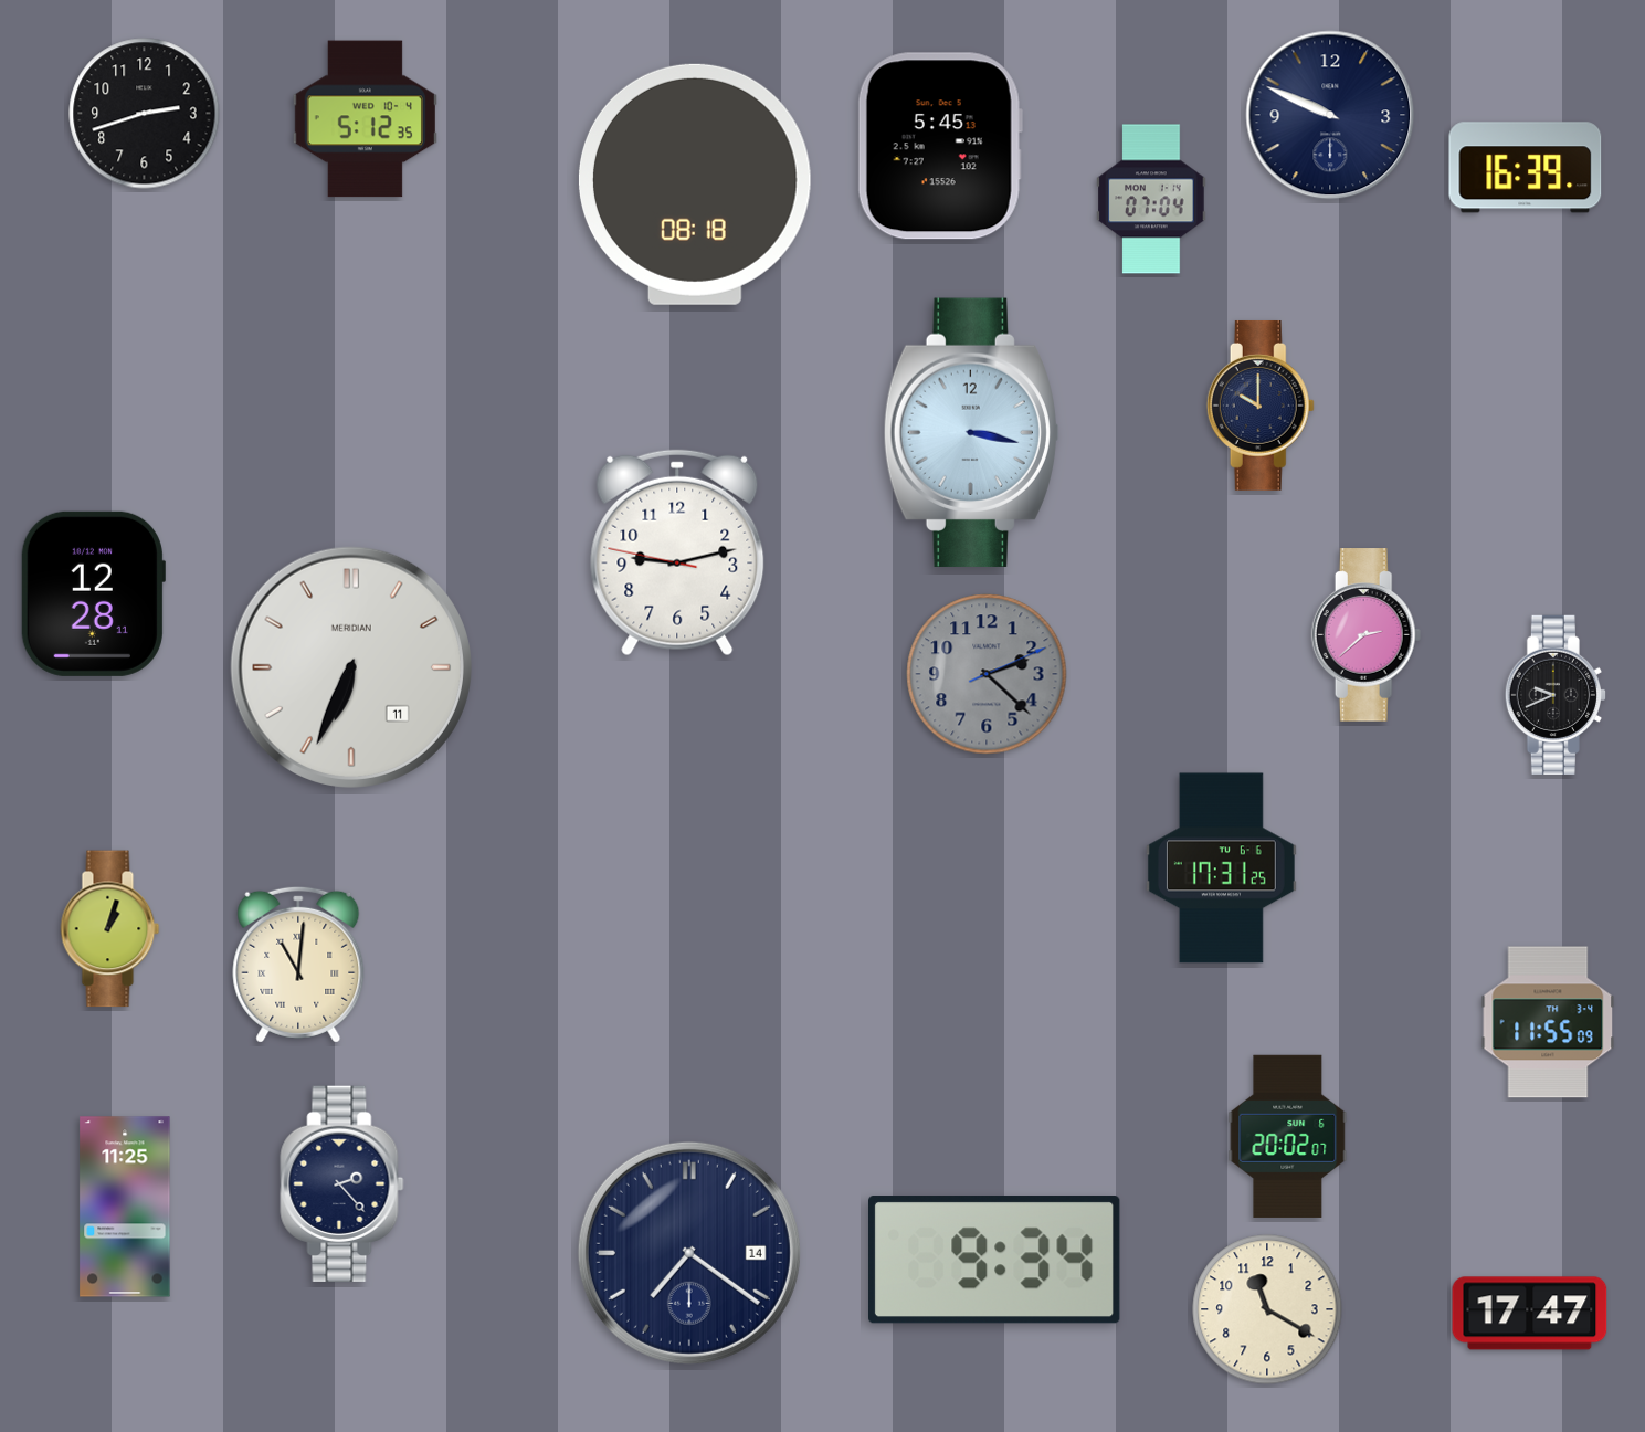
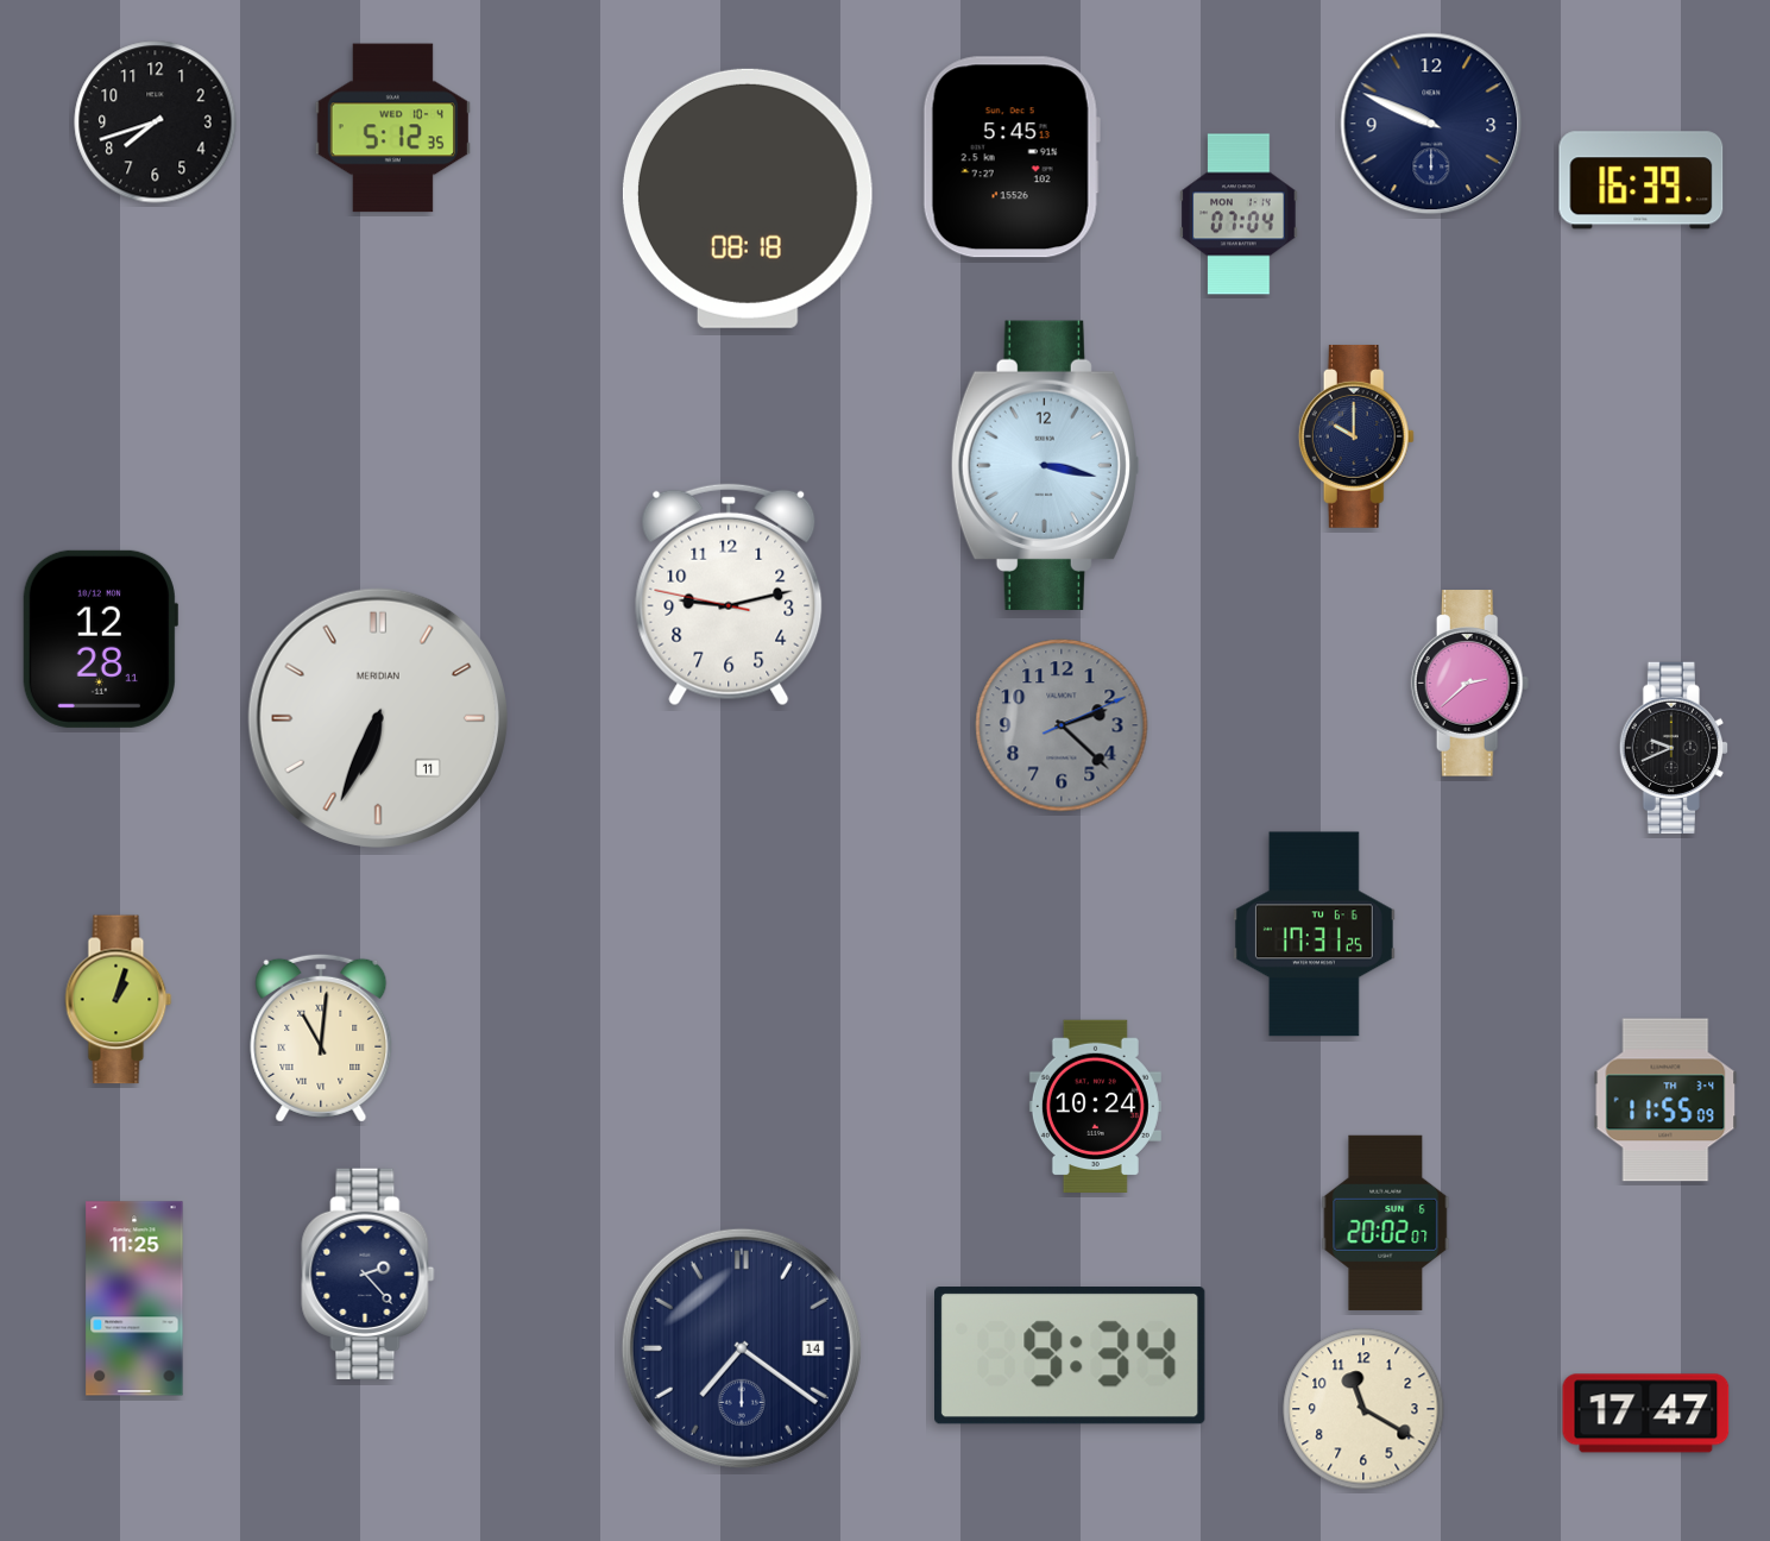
clock at (145, 114): 2:42 -> 7:42
clock at (1095, 1106): none -> 10:24
